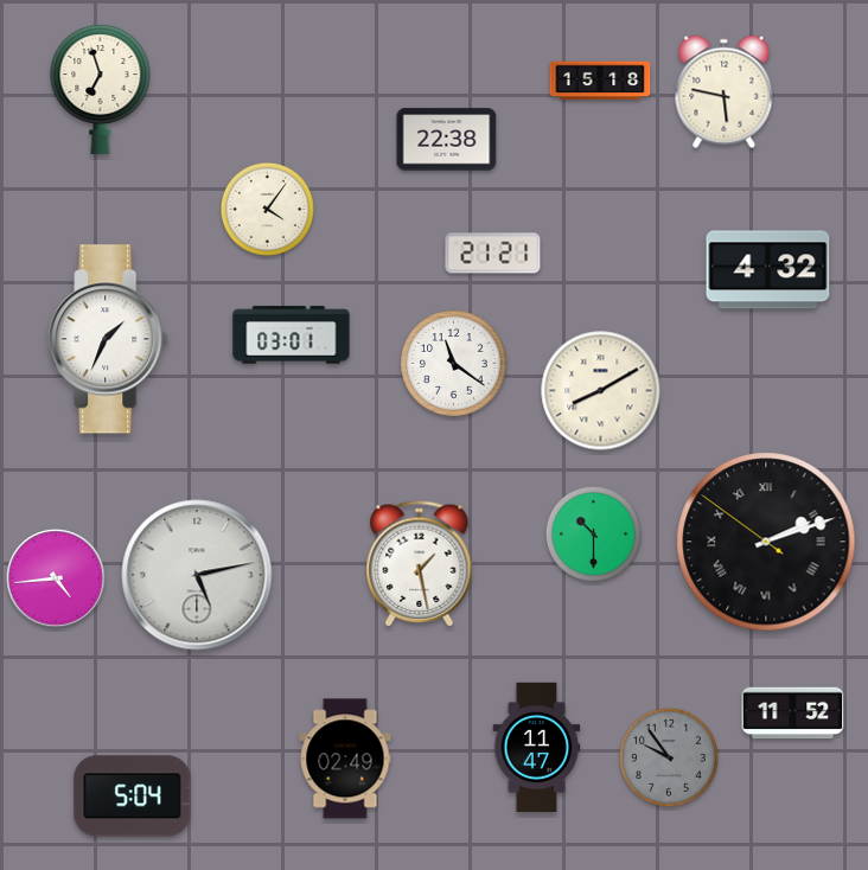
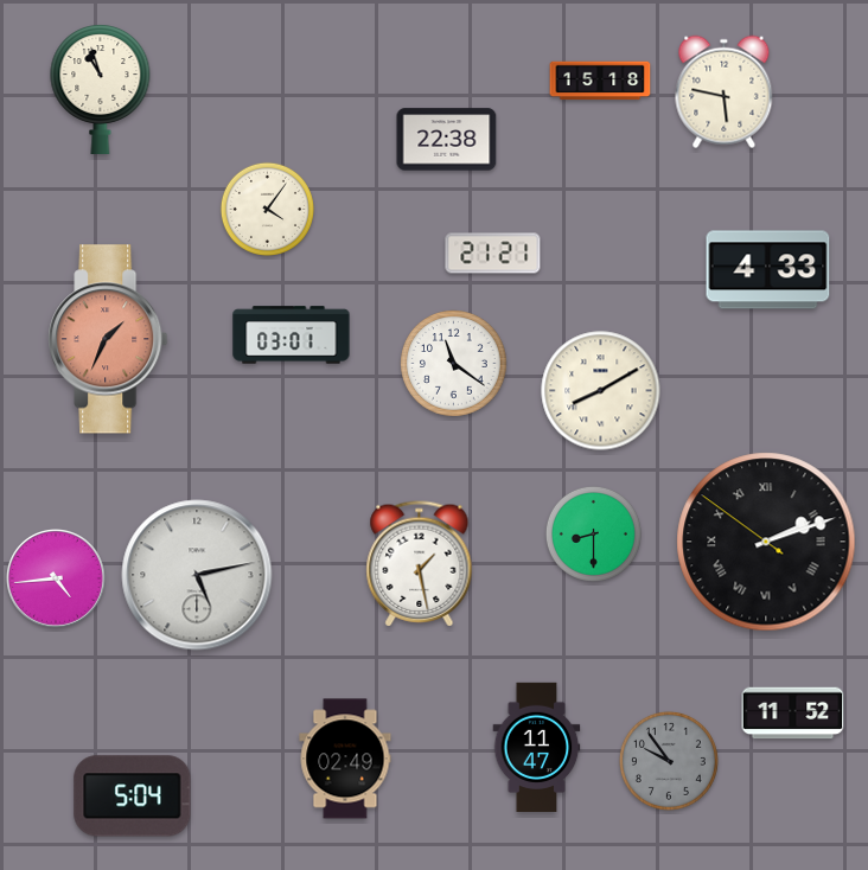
clock at (101, 90): 6:57 -> 10:57
clock at (768, 270): 4:32 -> 4:33
clock at (108, 339) dial: white -> salmon
clock at (593, 533): 10:30 -> 8:30
clock at (669, 757) position: (669, 757) -> (669, 761)
